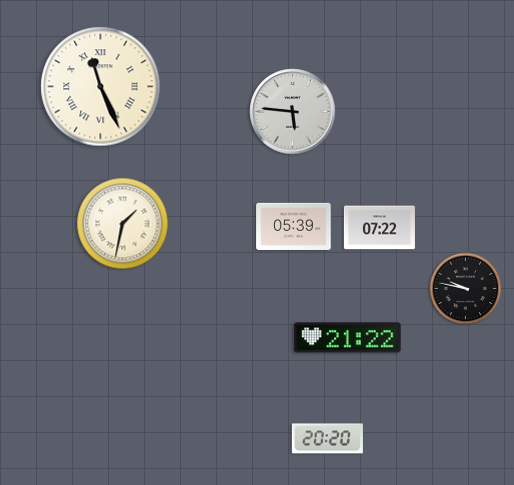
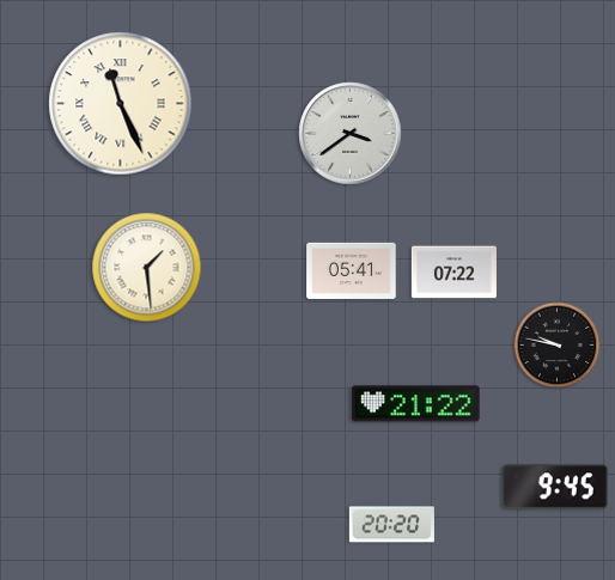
clock at (293, 112): 5:46 -> 3:39
clock at (123, 224): 1:32 -> 1:29
clock at (294, 226): 05:39 -> 05:41
clock at (555, 487): none -> 9:45
